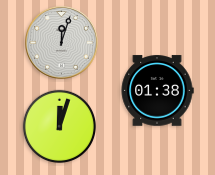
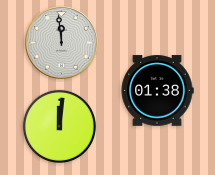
clock at (62, 43): 12:03 -> 11:59
clock at (59, 126): 12:03 -> 12:01
